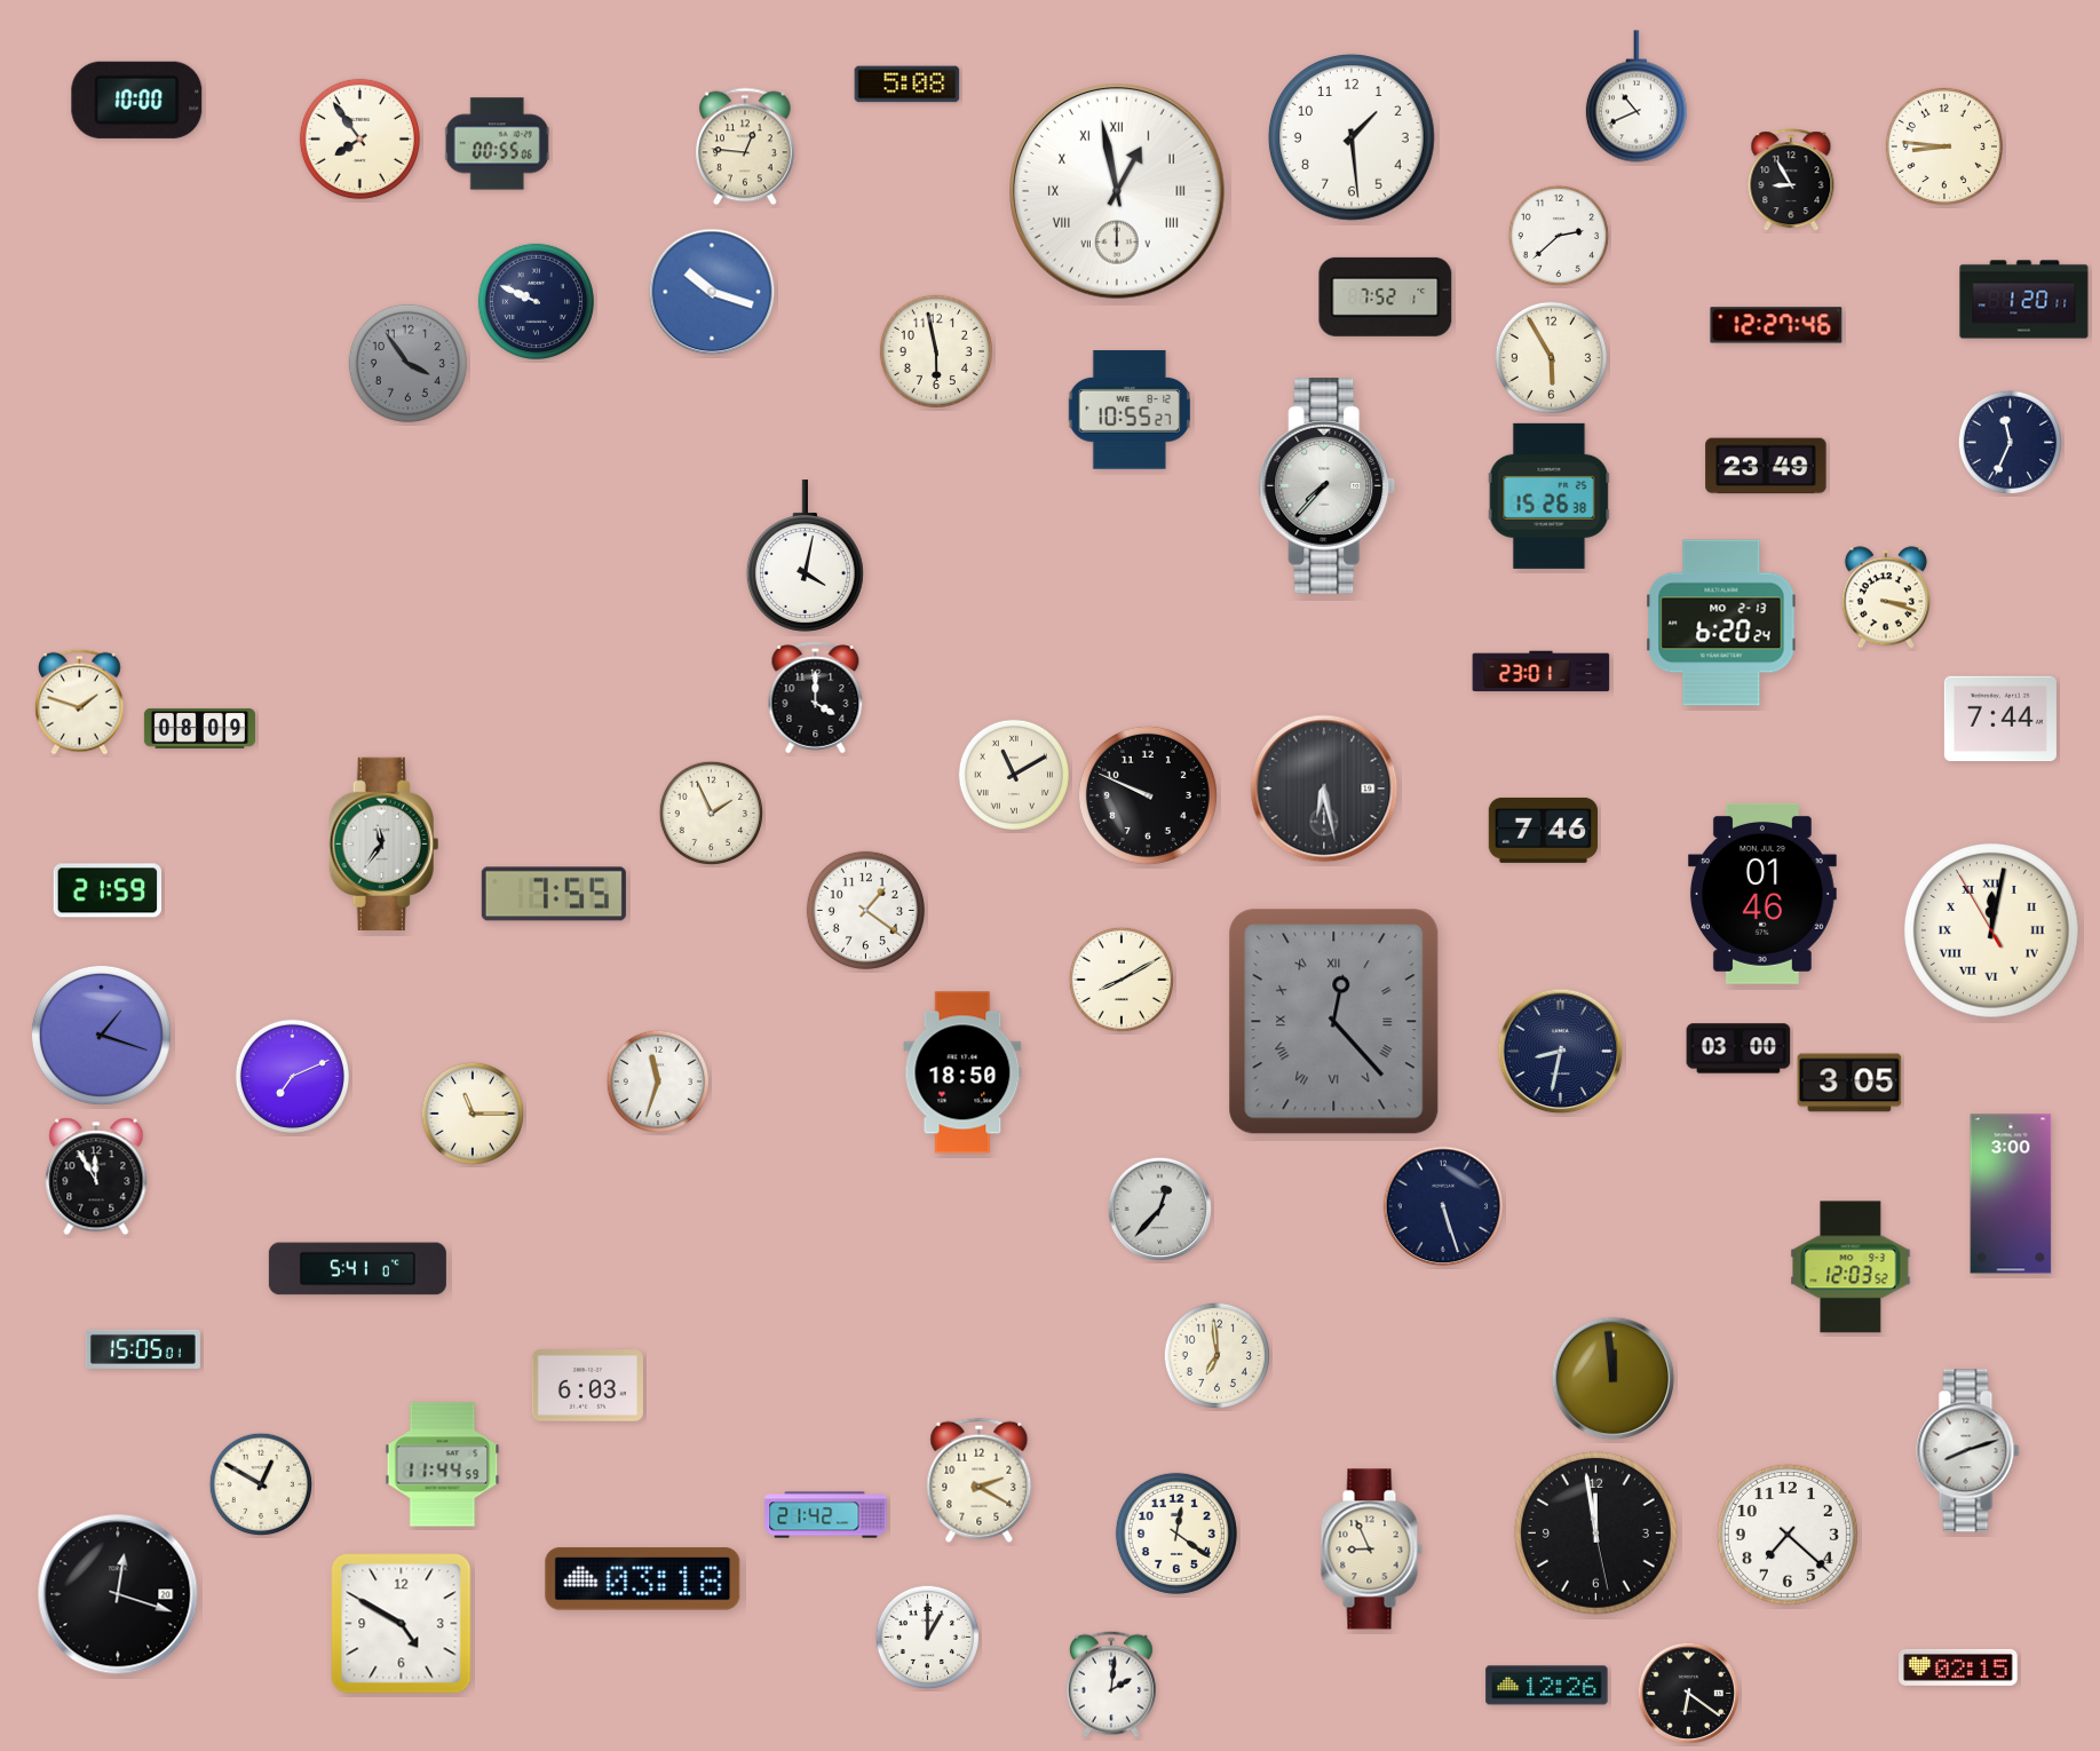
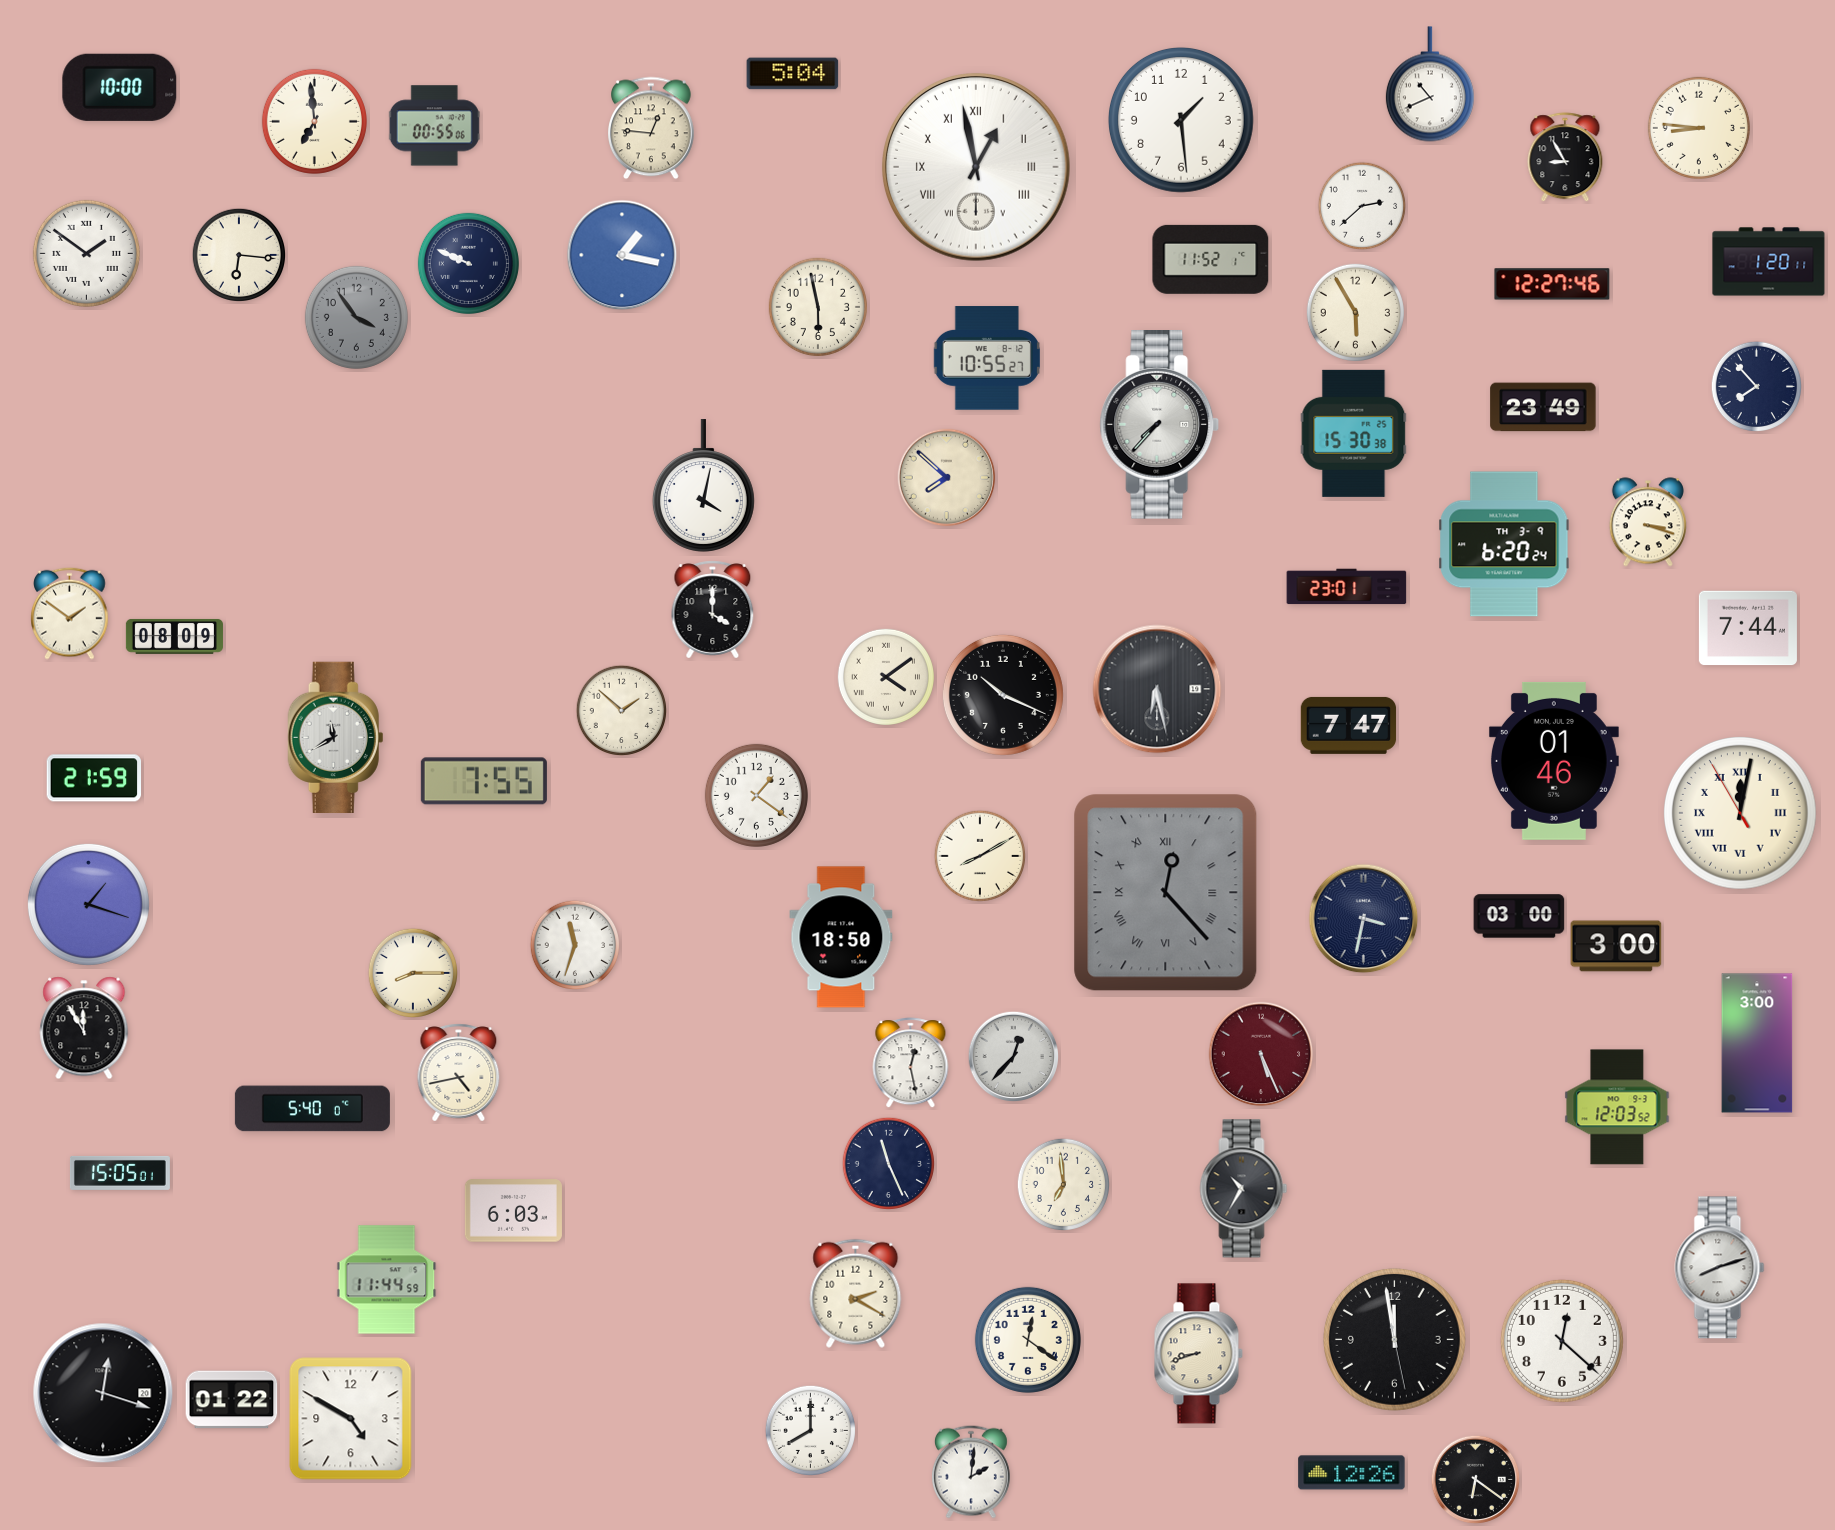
clock at (908, 85): 5:08 -> 5:04
clock at (359, 138): 7:54 -> 6:59
clock at (86, 253): none -> 1:51
clock at (238, 254): none -> 6:16
clock at (712, 292): 10:18 -> 1:17
clock at (1386, 296): 7:52 -> 11:52
clock at (2011, 443): 11:34 -> 7:53
clock at (1550, 496): 15:26 -> 15:30
clock at (947, 478): none -> 7:52
clock at (1721, 623) date: MO 2-13 -> TH 3-9
clock at (80, 702): 1:48 -> 1:51
clock at (1014, 775): 11:10 -> 4:09
clock at (1148, 795): 9:49 -> 10:19
clock at (712, 814): 1:56 -> 1:52
clock at (1544, 830): 7:46 -> 7:47
clock at (385, 843): 11:36 -> 11:40
clock at (1762, 894) position: (1762, 894) -> (1554, 761)
clock at (1561, 1052): 8:32 -> 3:32
clock at (292, 1076): 7:11 -> none
clock at (1849, 1083): 3:05 -> 3:00
clock at (473, 1114): 11:15 -> 8:15
clock at (1443, 1206): 5:27 -> 5:26
clock at (1443, 1206) dial: navy -> burgundy
clock at (911, 1063): none -> 12:28
clock at (459, 1073): none -> 4:43
clock at (357, 1269): 5:41 -> 5:40
clock at (888, 1163): none -> 11:26
clock at (143, 1349) position: (143, 1349) -> (120, 1173)
clock at (1244, 1189): none -> 10:35
clock at (1614, 1379): 11:59 -> none
clock at (261, 1484): 12:50 -> none
clock at (826, 1515): 21:42 -> none
clock at (1788, 1535): 7:22 -> 12:22
clock at (1371, 1550): 8:56 -> 8:42
clock at (643, 1579): 03:18 -> none
clock at (232, 1400): none -> 01:22
clock at (928, 1638): 1:00 -> 8:00
clock at (1958, 1667): 02:15 -> none
